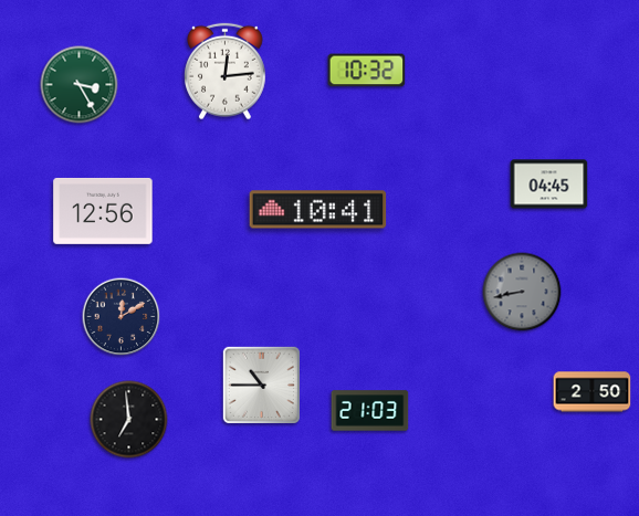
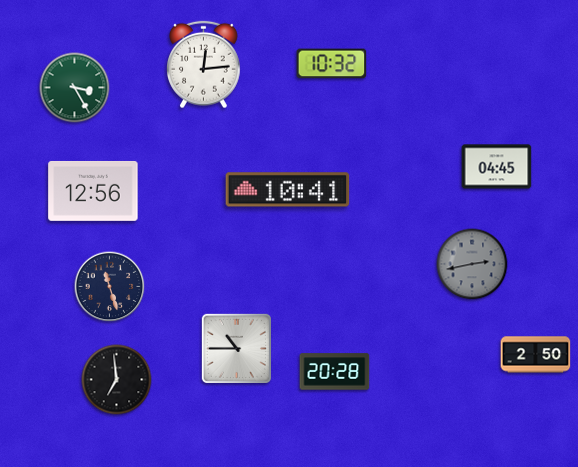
clock at (80, 85) position: (80, 85) -> (75, 88)
clock at (522, 292): 8:43 -> 2:43
clock at (122, 317): 12:10 -> 11:27
clock at (370, 411): 21:03 -> 20:28
